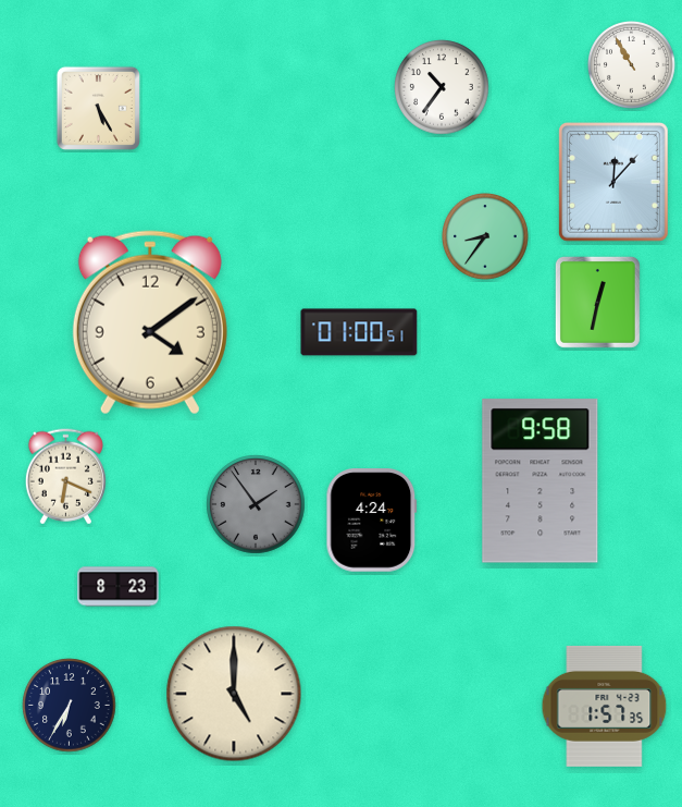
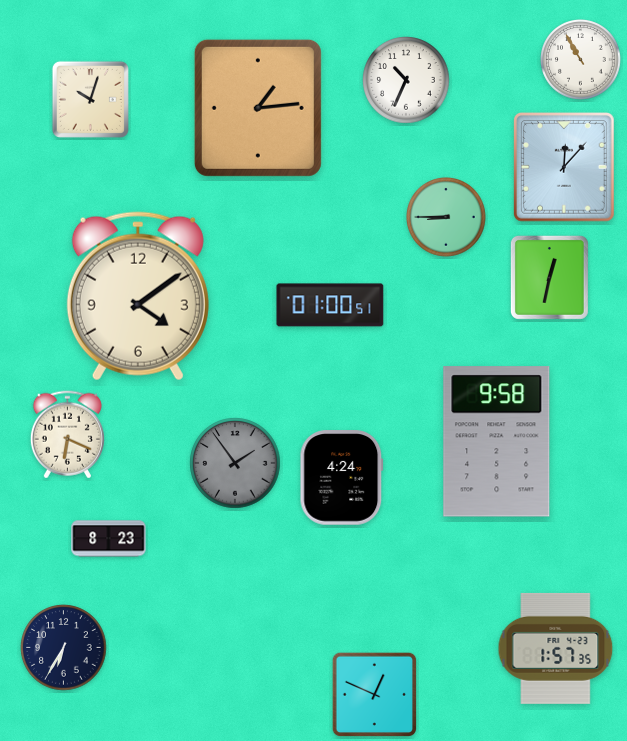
clock at (442, 87): 10:36 -> 10:34
clock at (98, 108): 5:25 -> 10:03
clock at (258, 108): none -> 1:14
clock at (486, 237): 8:36 -> 8:45
clock at (65, 477) position: (65, 477) -> (67, 435)
clock at (234, 694): 5:00 -> none
clock at (375, 695): none -> 12:49
